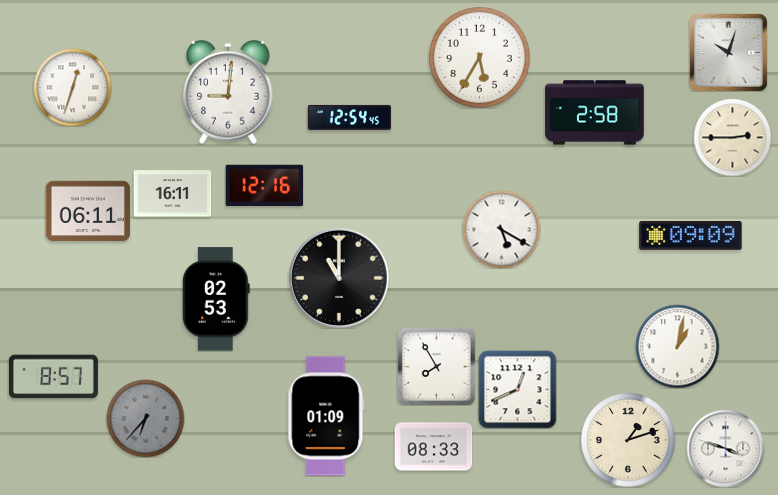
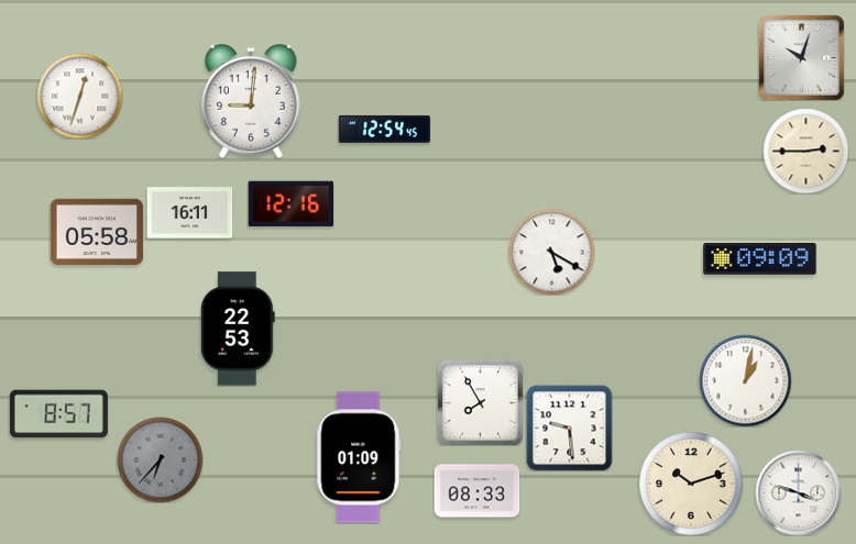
clock at (479, 57): 5:35 -> none
clock at (595, 113): 2:58 -> none
clock at (88, 211): 06:11 -> 05:58
clock at (339, 278): 11:00 -> none
clock at (216, 299): 02:53 -> 22:53
clock at (517, 389): 12:41 -> 9:29
clock at (628, 440): 1:12 -> 10:12
